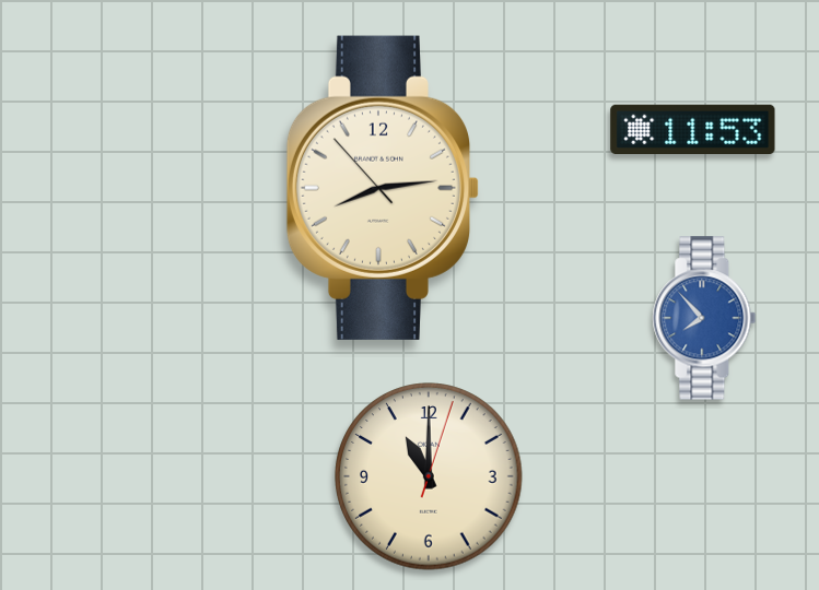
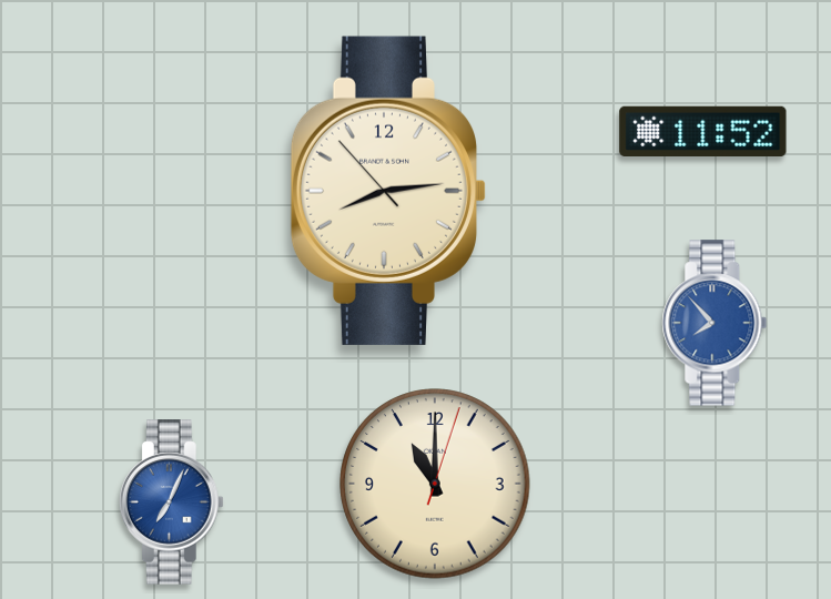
clock at (693, 129): 11:53 -> 11:52
clock at (171, 502): none -> 7:04
